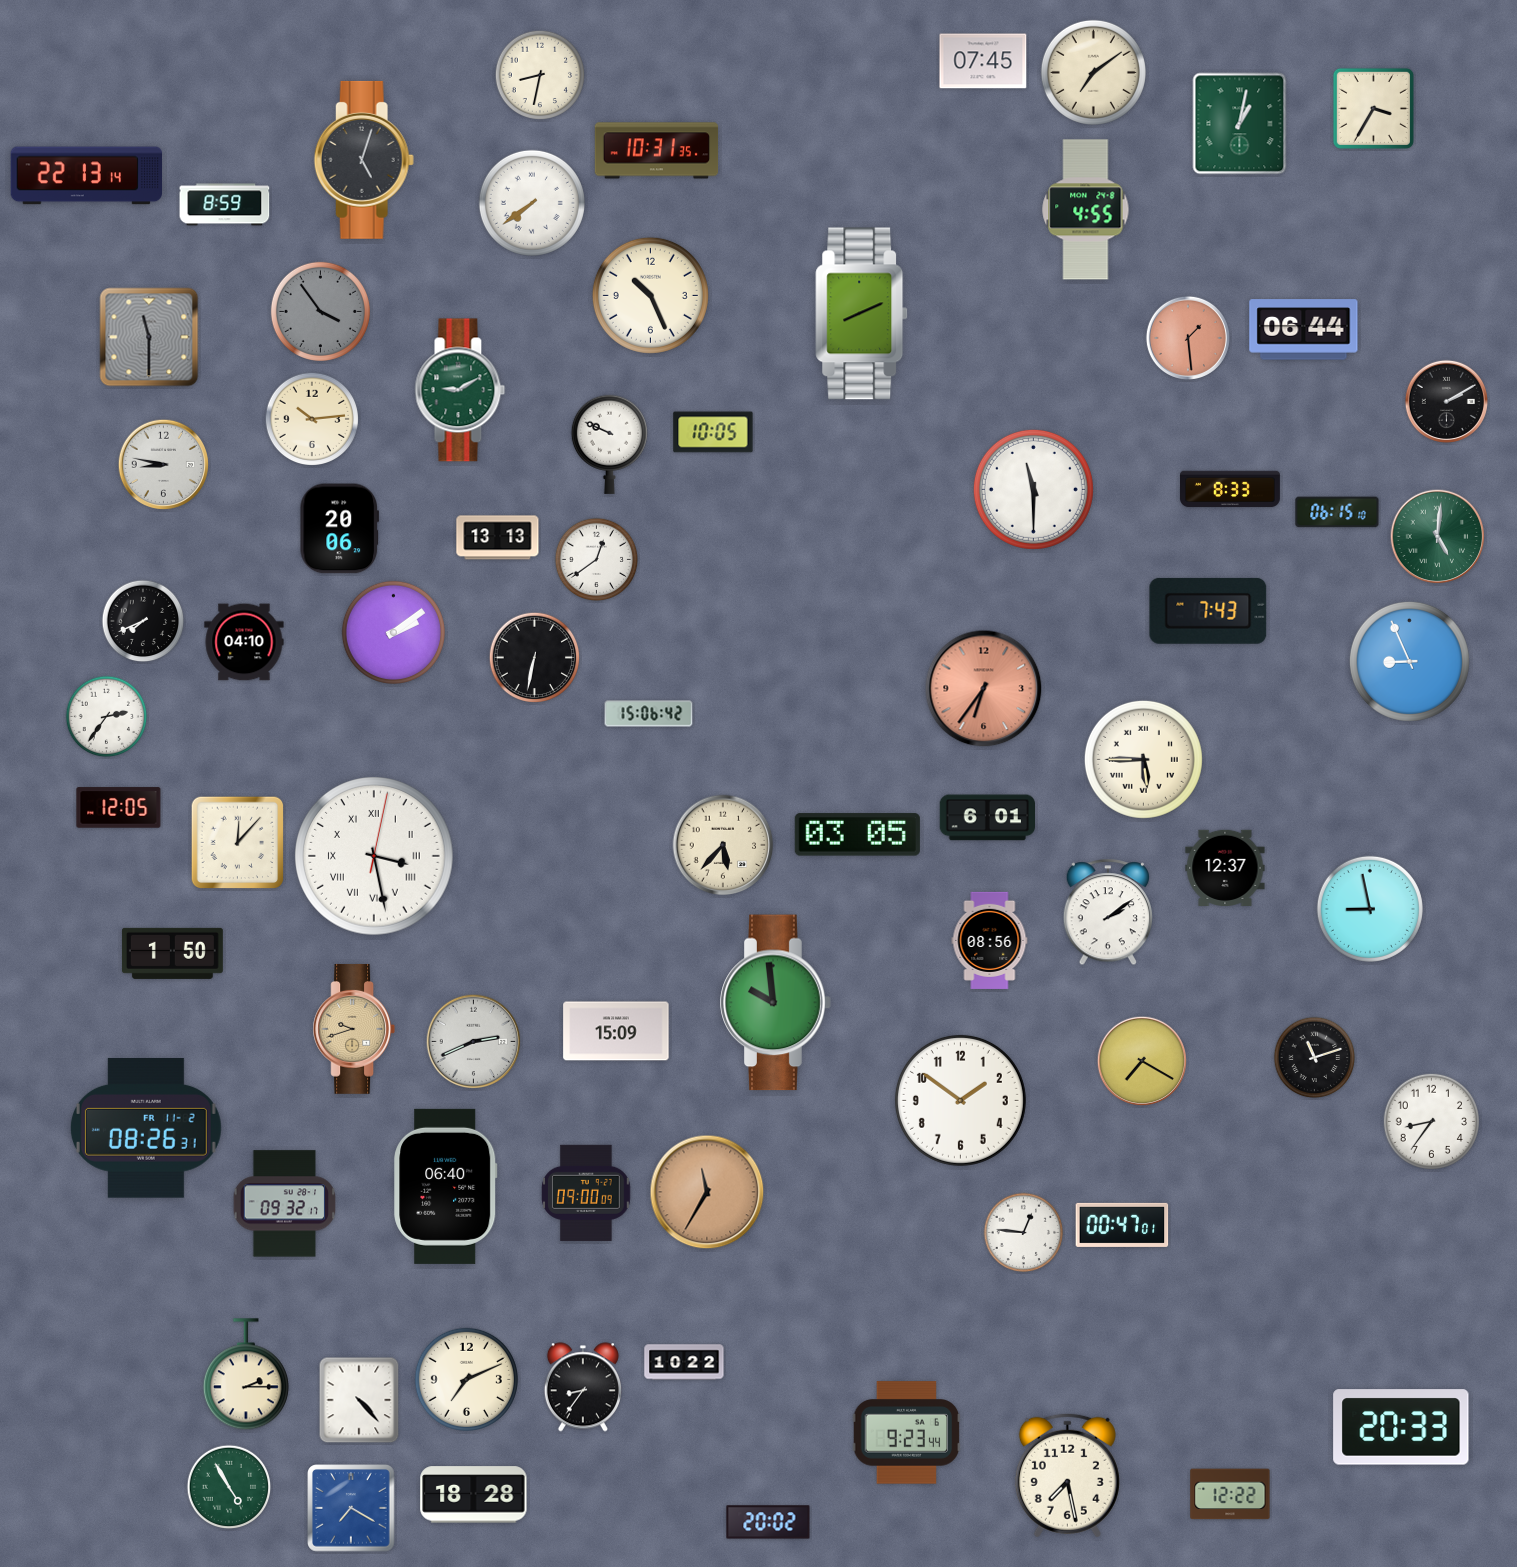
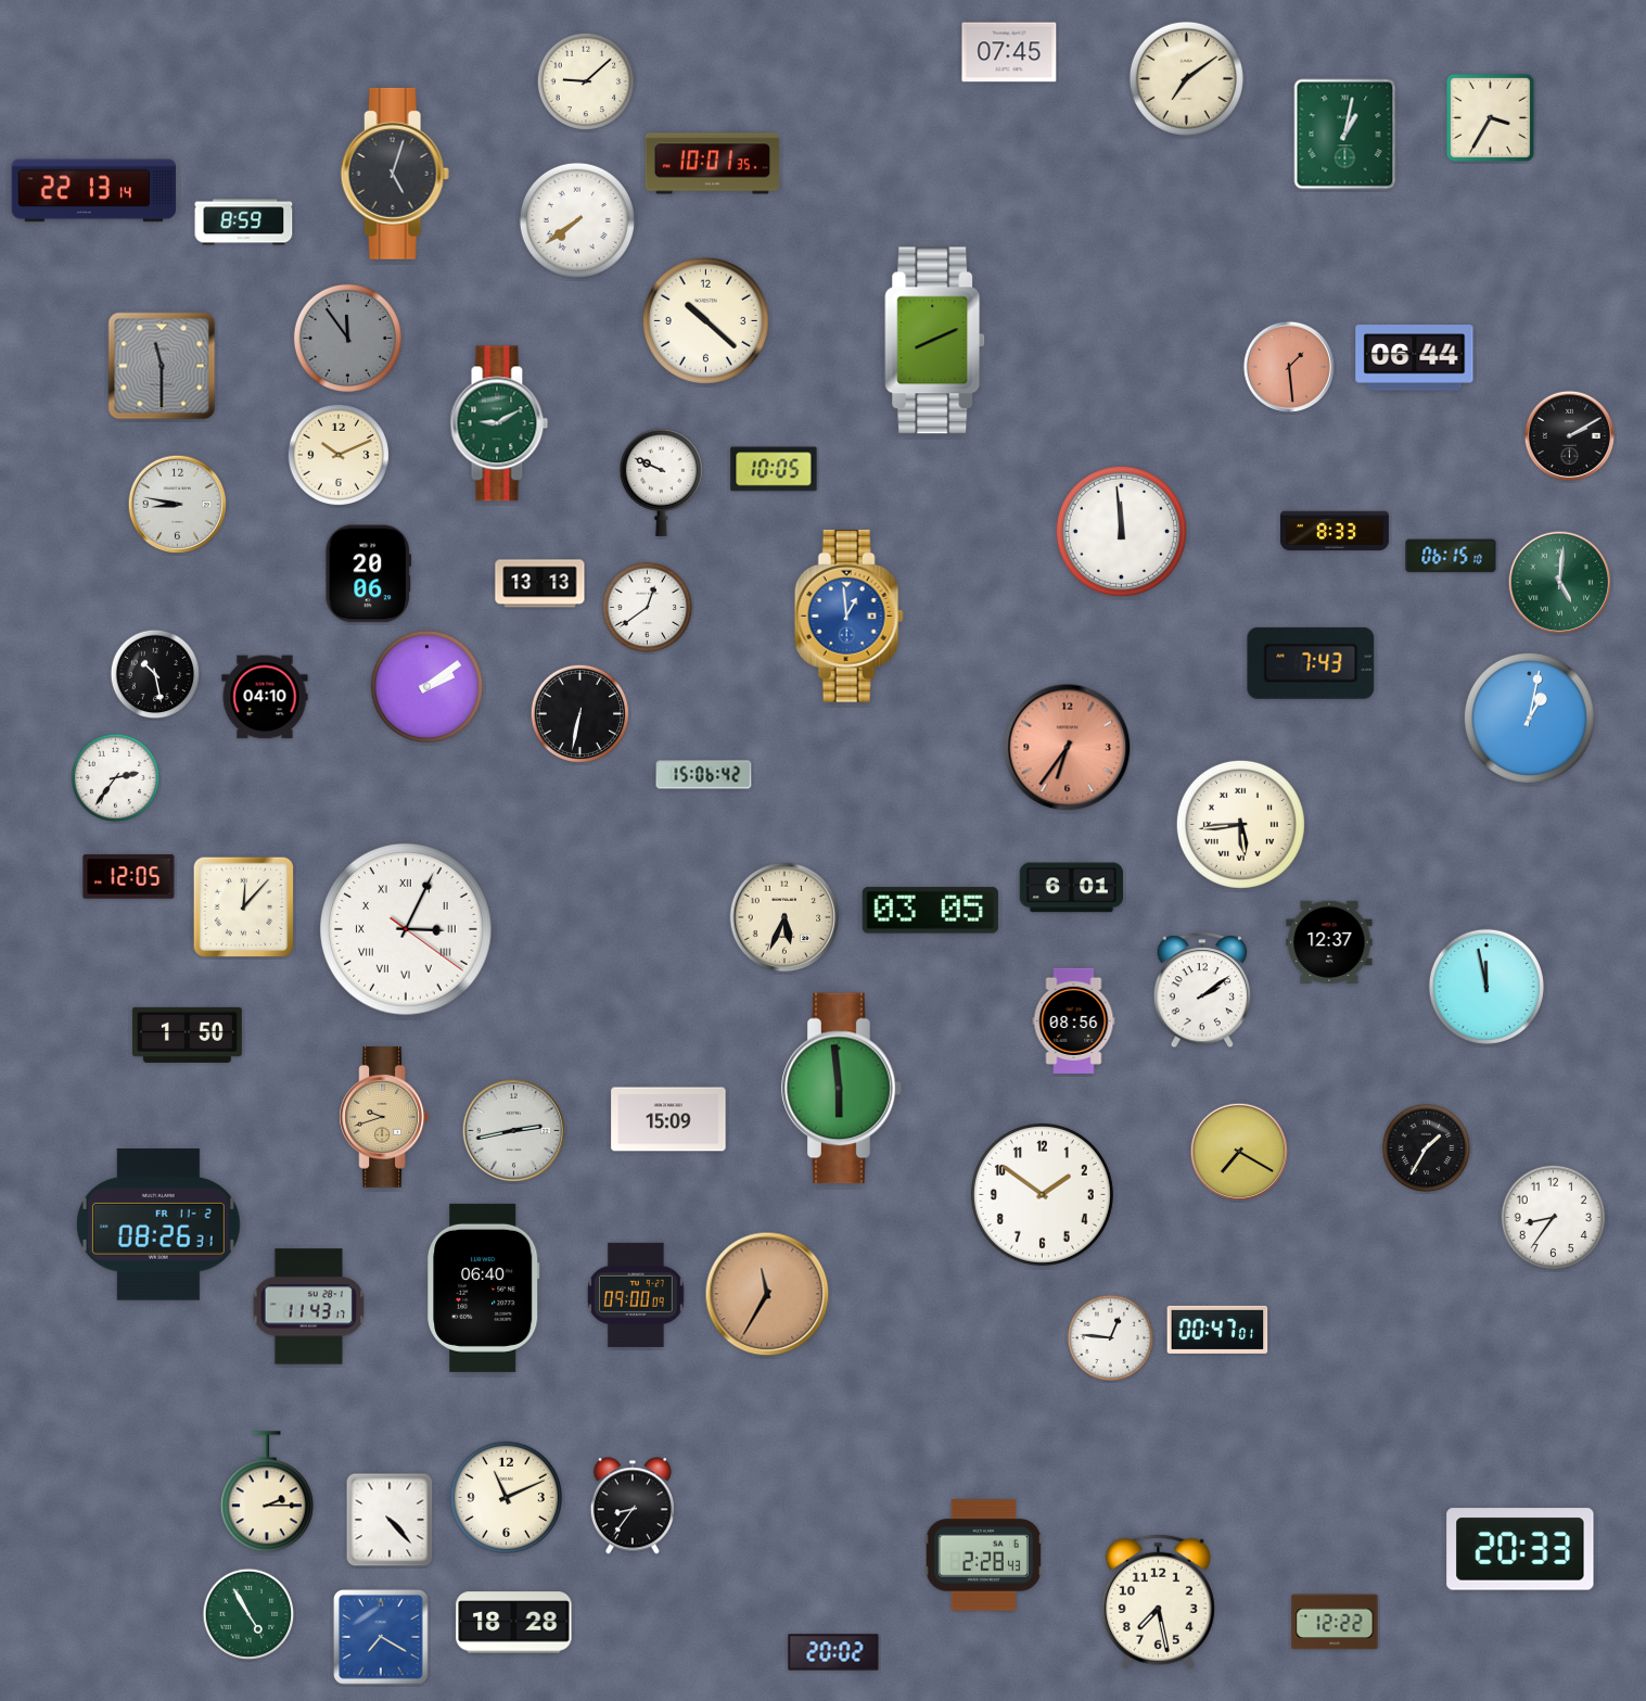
clock at (983, 61) position: (983, 61) -> (1009, 52)
clock at (540, 75): 8:32 -> 9:08
clock at (657, 151): 10:31 -> 10:01
clock at (1086, 210): 4:55 -> none
clock at (650, 295): 10:26 -> 10:22
clock at (320, 311): 3:54 -> 11:54
clock at (311, 418): 10:14 -> 10:11
clock at (1033, 489): 11:30 -> 11:59
clock at (848, 615): none -> 12:59
clock at (143, 621): 7:41 -> 10:28
clock at (1409, 661): 8:56 -> 1:02
clock at (1143, 759): 5:45 -> 5:44
clock at (857, 835) position: (857, 835) -> (930, 911)
clock at (238, 843) position: (238, 843) -> (244, 907)
clock at (723, 845): 5:37 -> 5:34
clock at (375, 857): 3:28 -> 3:04
clock at (1370, 909): 8:58 -> 11:58
clock at (776, 1003): 9:59 -> 5:59
clock at (474, 1042): 2:41 -> 2:43
clock at (1315, 1058): 11:12 -> 1:35
clock at (285, 1204): 09:32 -> 11:43
clock at (684, 1362): 10:22 -> none
clock at (466, 1379): 7:11 -> 11:11
clock at (907, 1433): 9:23 -> 2:28
